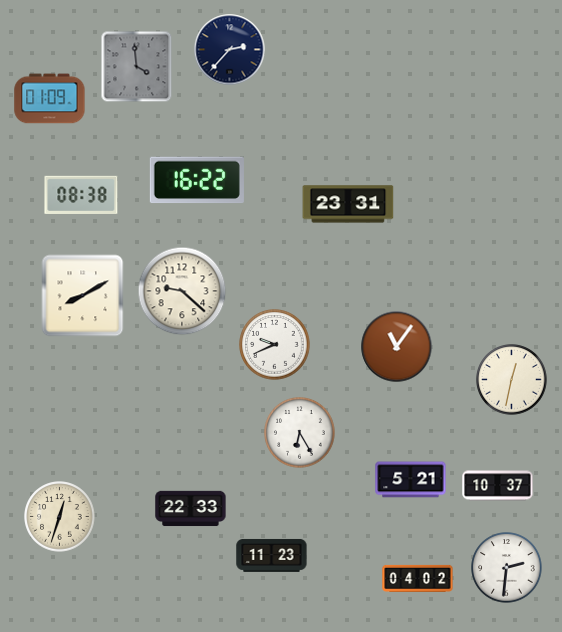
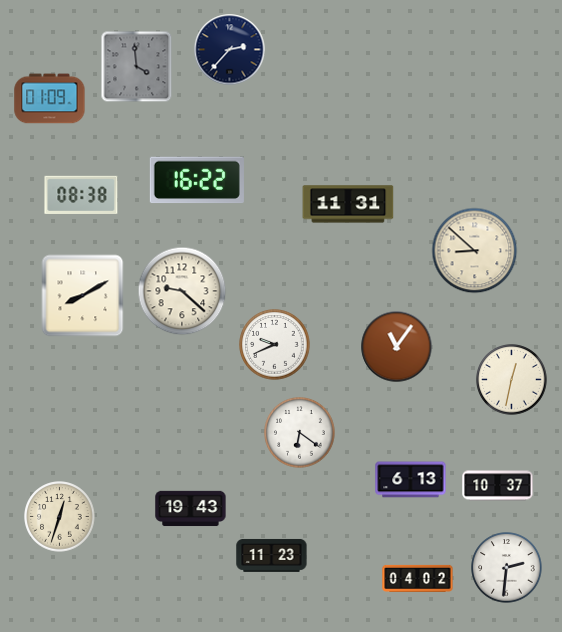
clock at (348, 204): 23:31 -> 11:31
clock at (475, 251): none -> 8:52
clock at (300, 433): 6:25 -> 6:21
clock at (411, 480): 5:21 -> 6:13
clock at (191, 509): 22:33 -> 19:43
